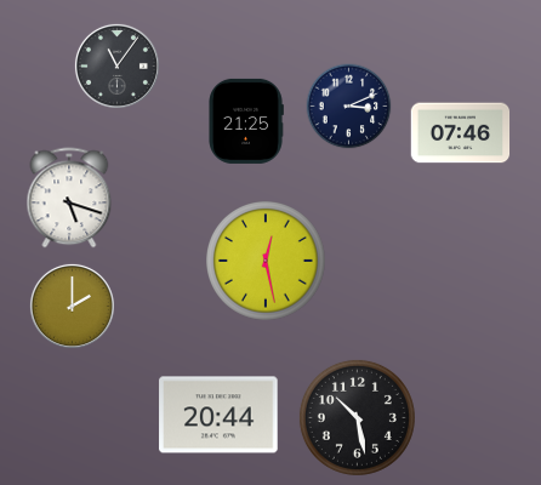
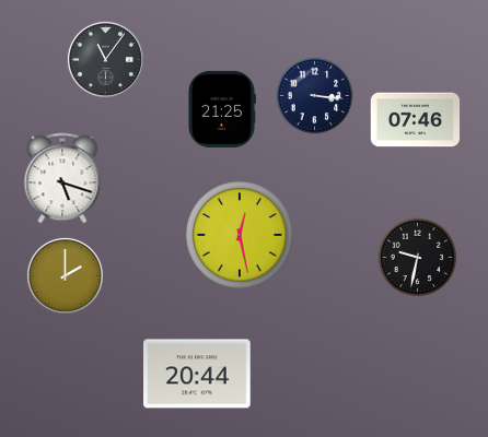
clock at (349, 107): 3:11 -> 3:16
clock at (418, 258): none -> 9:32
clock at (357, 417): 10:28 -> none
